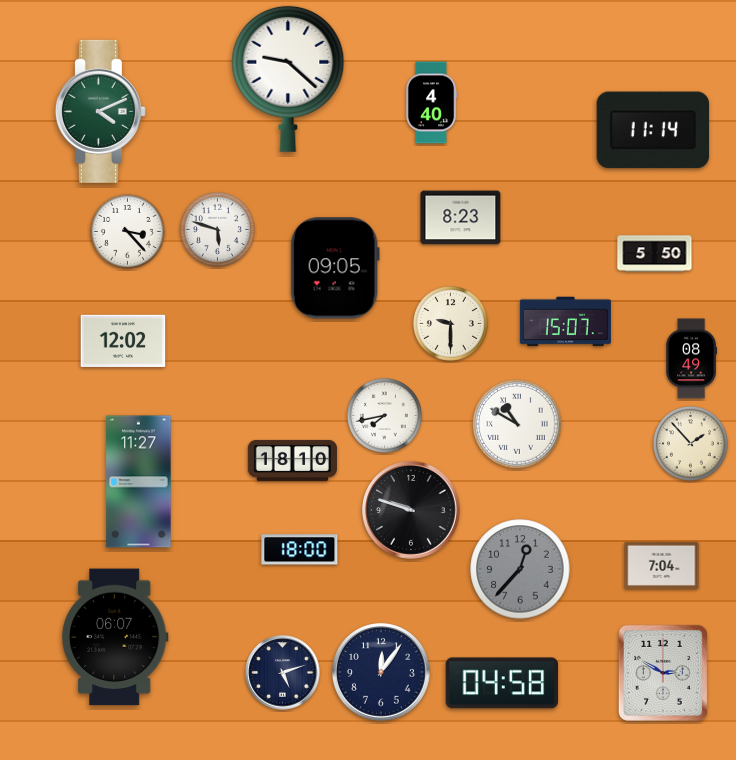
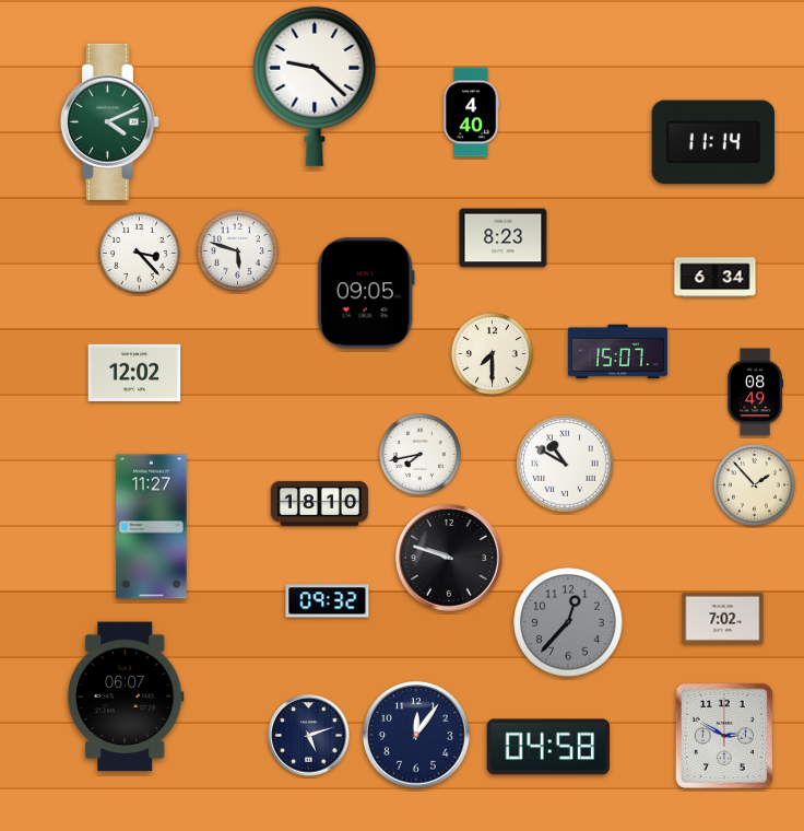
clock at (655, 254): 5:50 -> 6:34
clock at (450, 323): 9:30 -> 7:30
clock at (300, 550): 18:00 -> 09:32
clock at (662, 565): 7:04 -> 7:02
